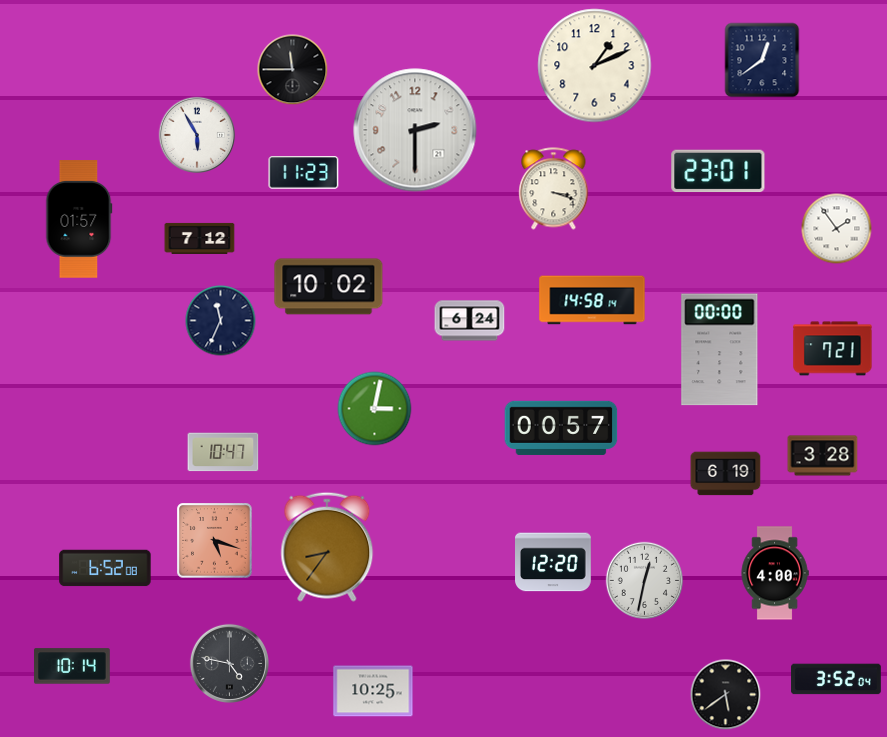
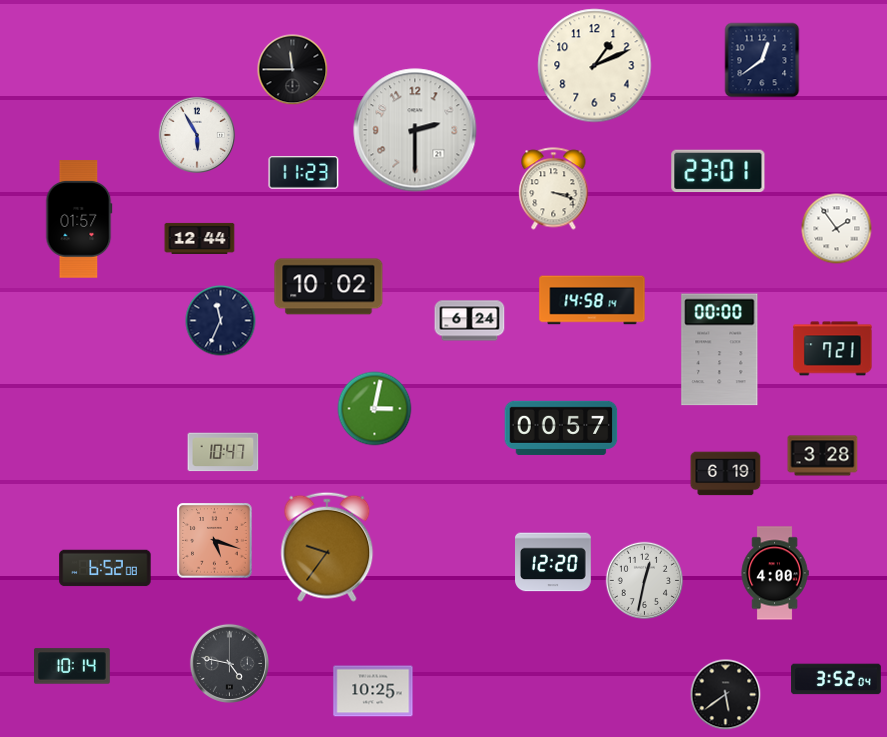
clock at (200, 238): 7:12 -> 12:44
clock at (327, 547): 8:36 -> 9:36
